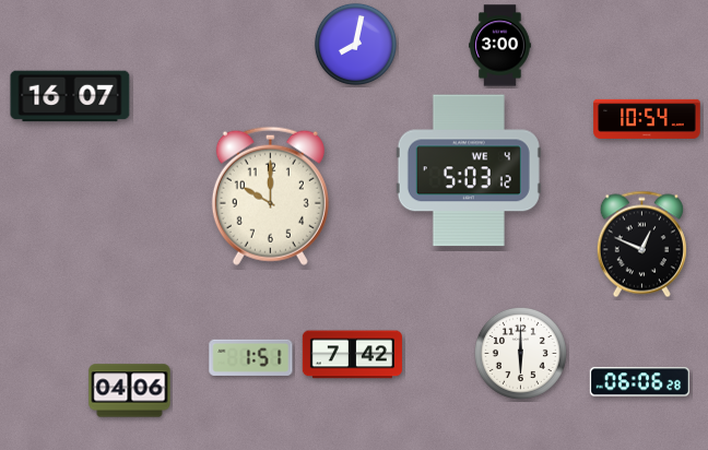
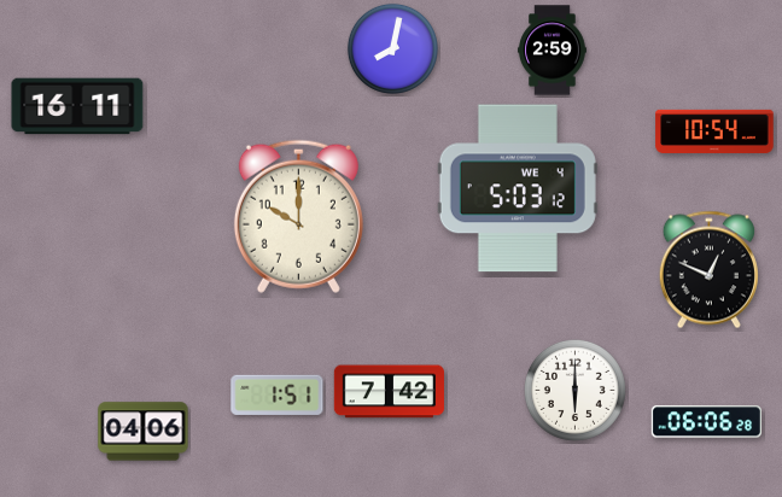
clock at (500, 46): 3:00 -> 2:59
clock at (70, 96): 16:07 -> 16:11
